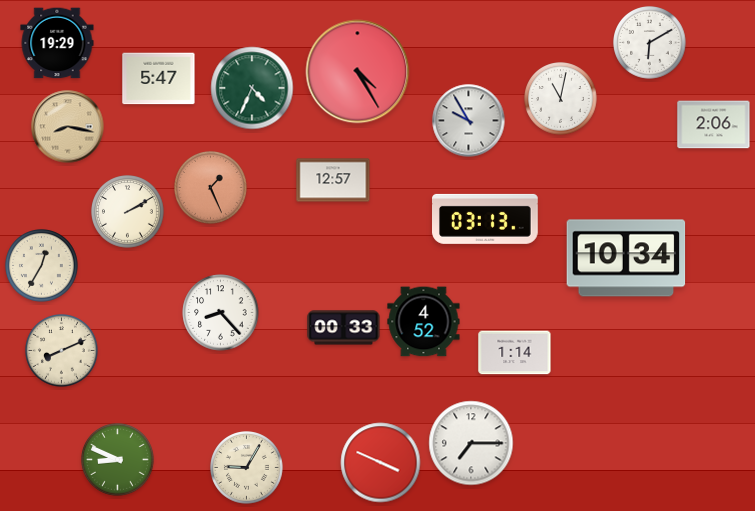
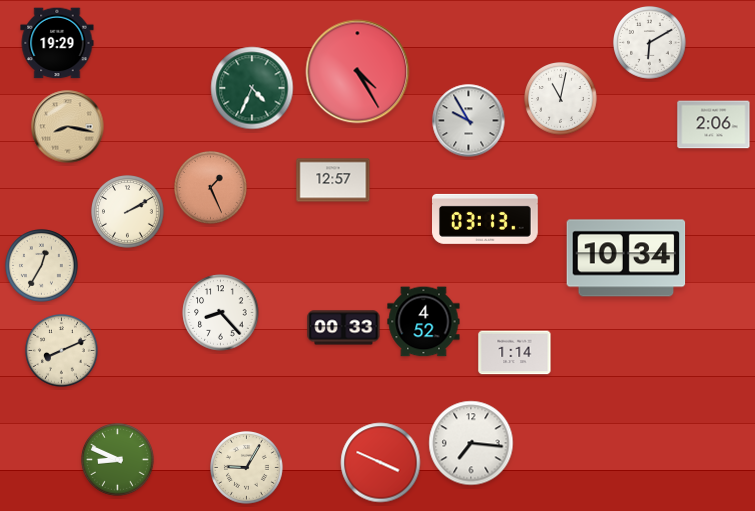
clock at (159, 79): 5:47 -> none
clock at (471, 443): 7:15 -> 7:16
